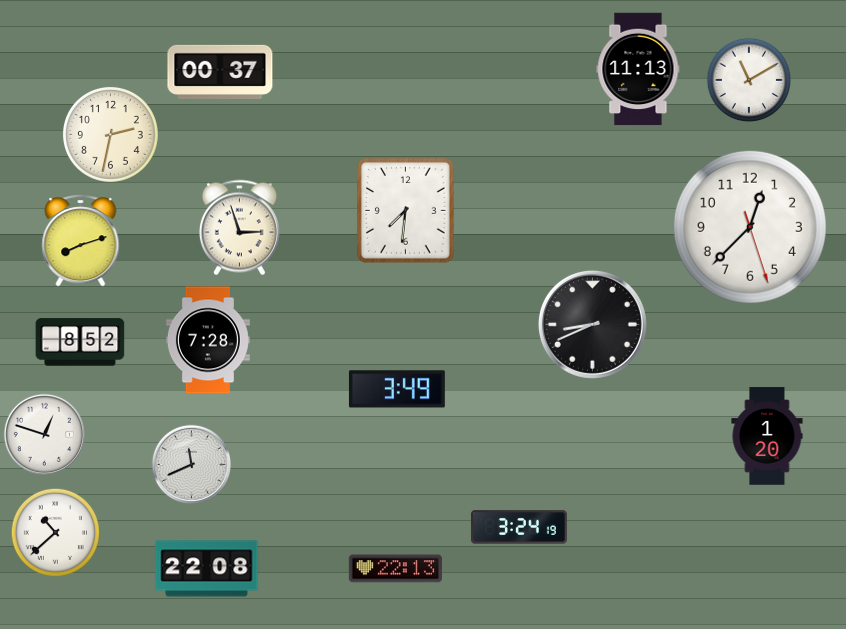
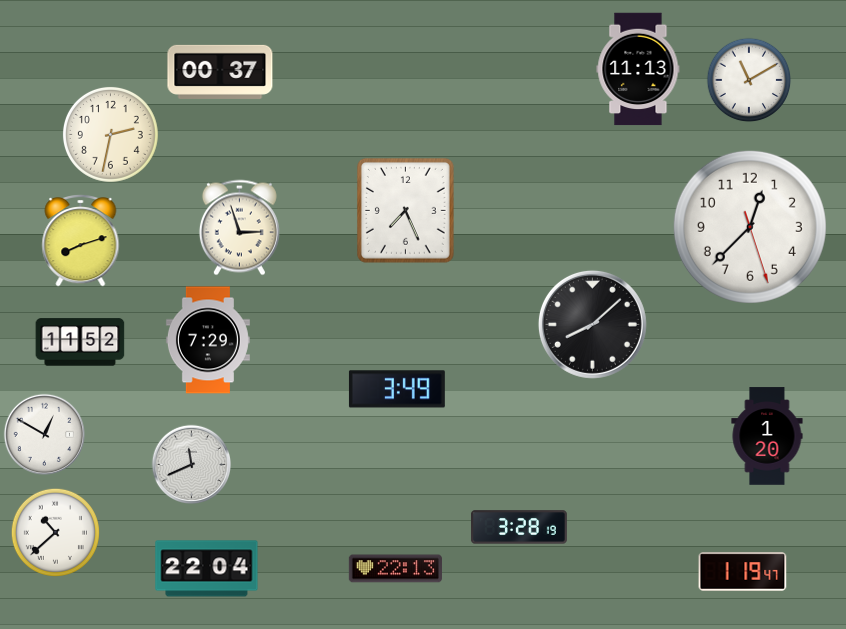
clock at (405, 210): 7:31 -> 7:26
clock at (592, 324): 8:41 -> 8:08
clock at (208, 340): 7:28 -> 7:29
clock at (80, 342): 8:52 -> 11:52
clock at (44, 434): 12:48 -> 12:50
clock at (519, 527): 3:24 -> 3:28
clock at (207, 569): 22:08 -> 22:04
clock at (743, 572): none -> 1:19
